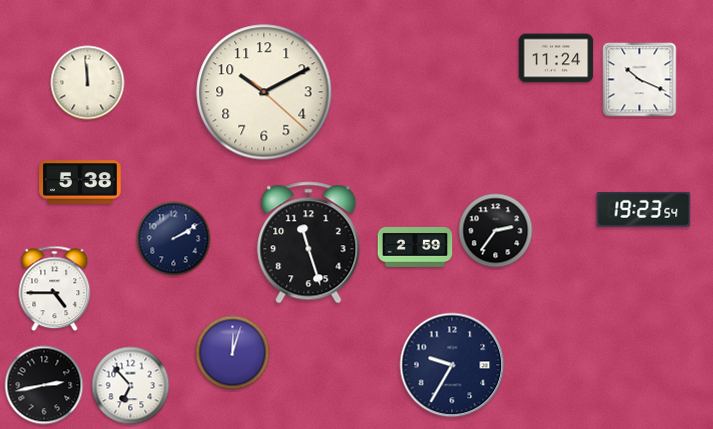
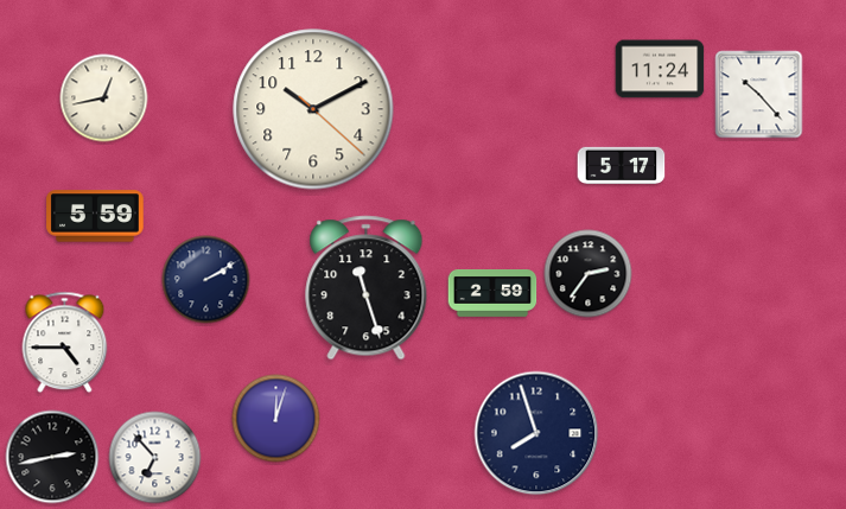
clock at (640, 80): 10:19 -> 10:23
clock at (88, 83): 11:59 -> 12:43
clock at (622, 165): none -> 5:17
clock at (80, 182): 5:38 -> 5:59
clock at (644, 209): 19:23 -> none
clock at (174, 239) position: (174, 239) -> (206, 280)
clock at (452, 365): 9:35 -> 7:57
